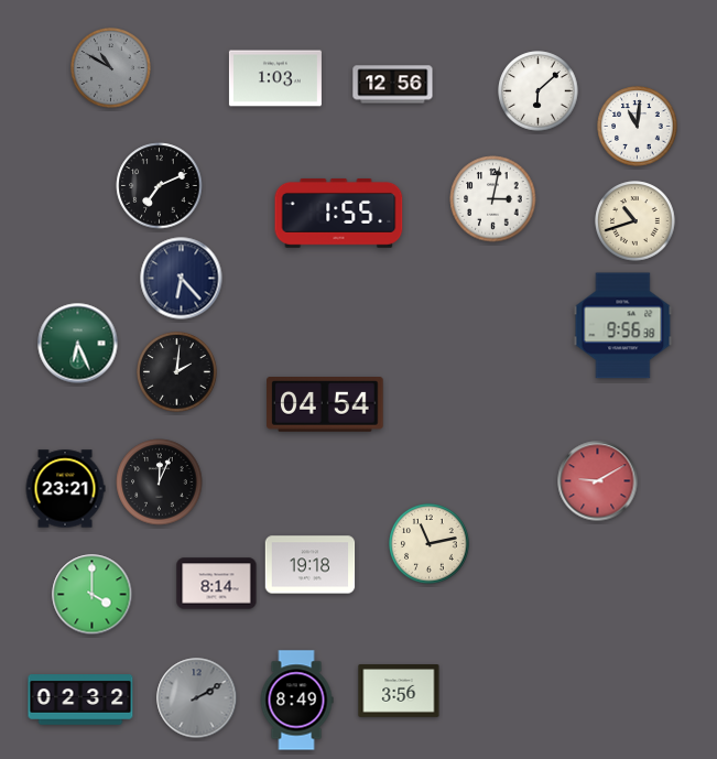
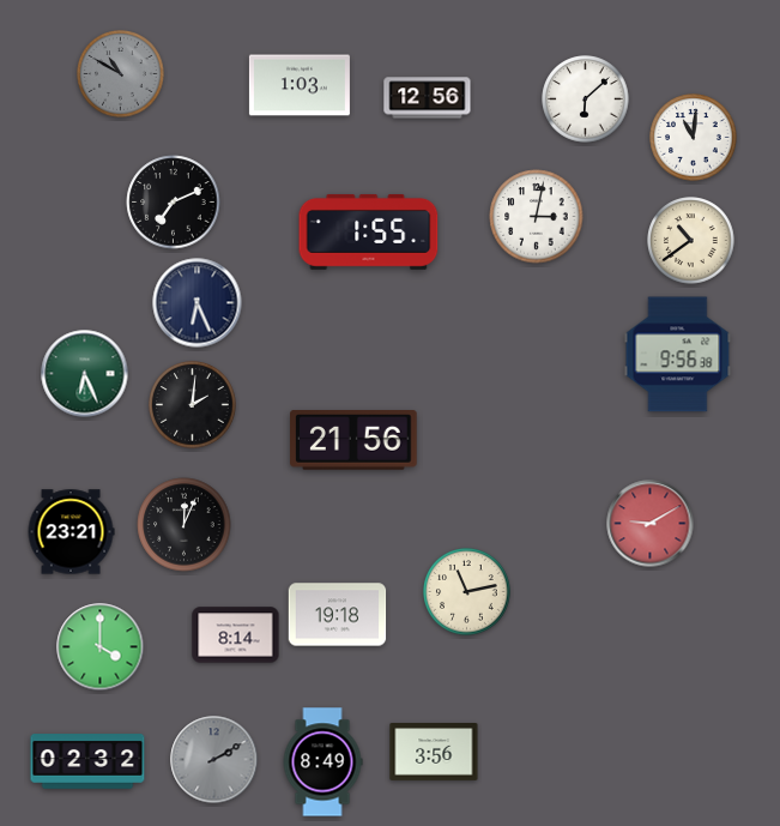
clock at (393, 85) position: (393, 85) -> (428, 98)
clock at (635, 221): 10:42 -> 10:39
clock at (182, 279): 6:23 -> 6:26
clock at (325, 405): 04:54 -> 21:56
clock at (160, 482) position: (160, 482) -> (185, 525)
